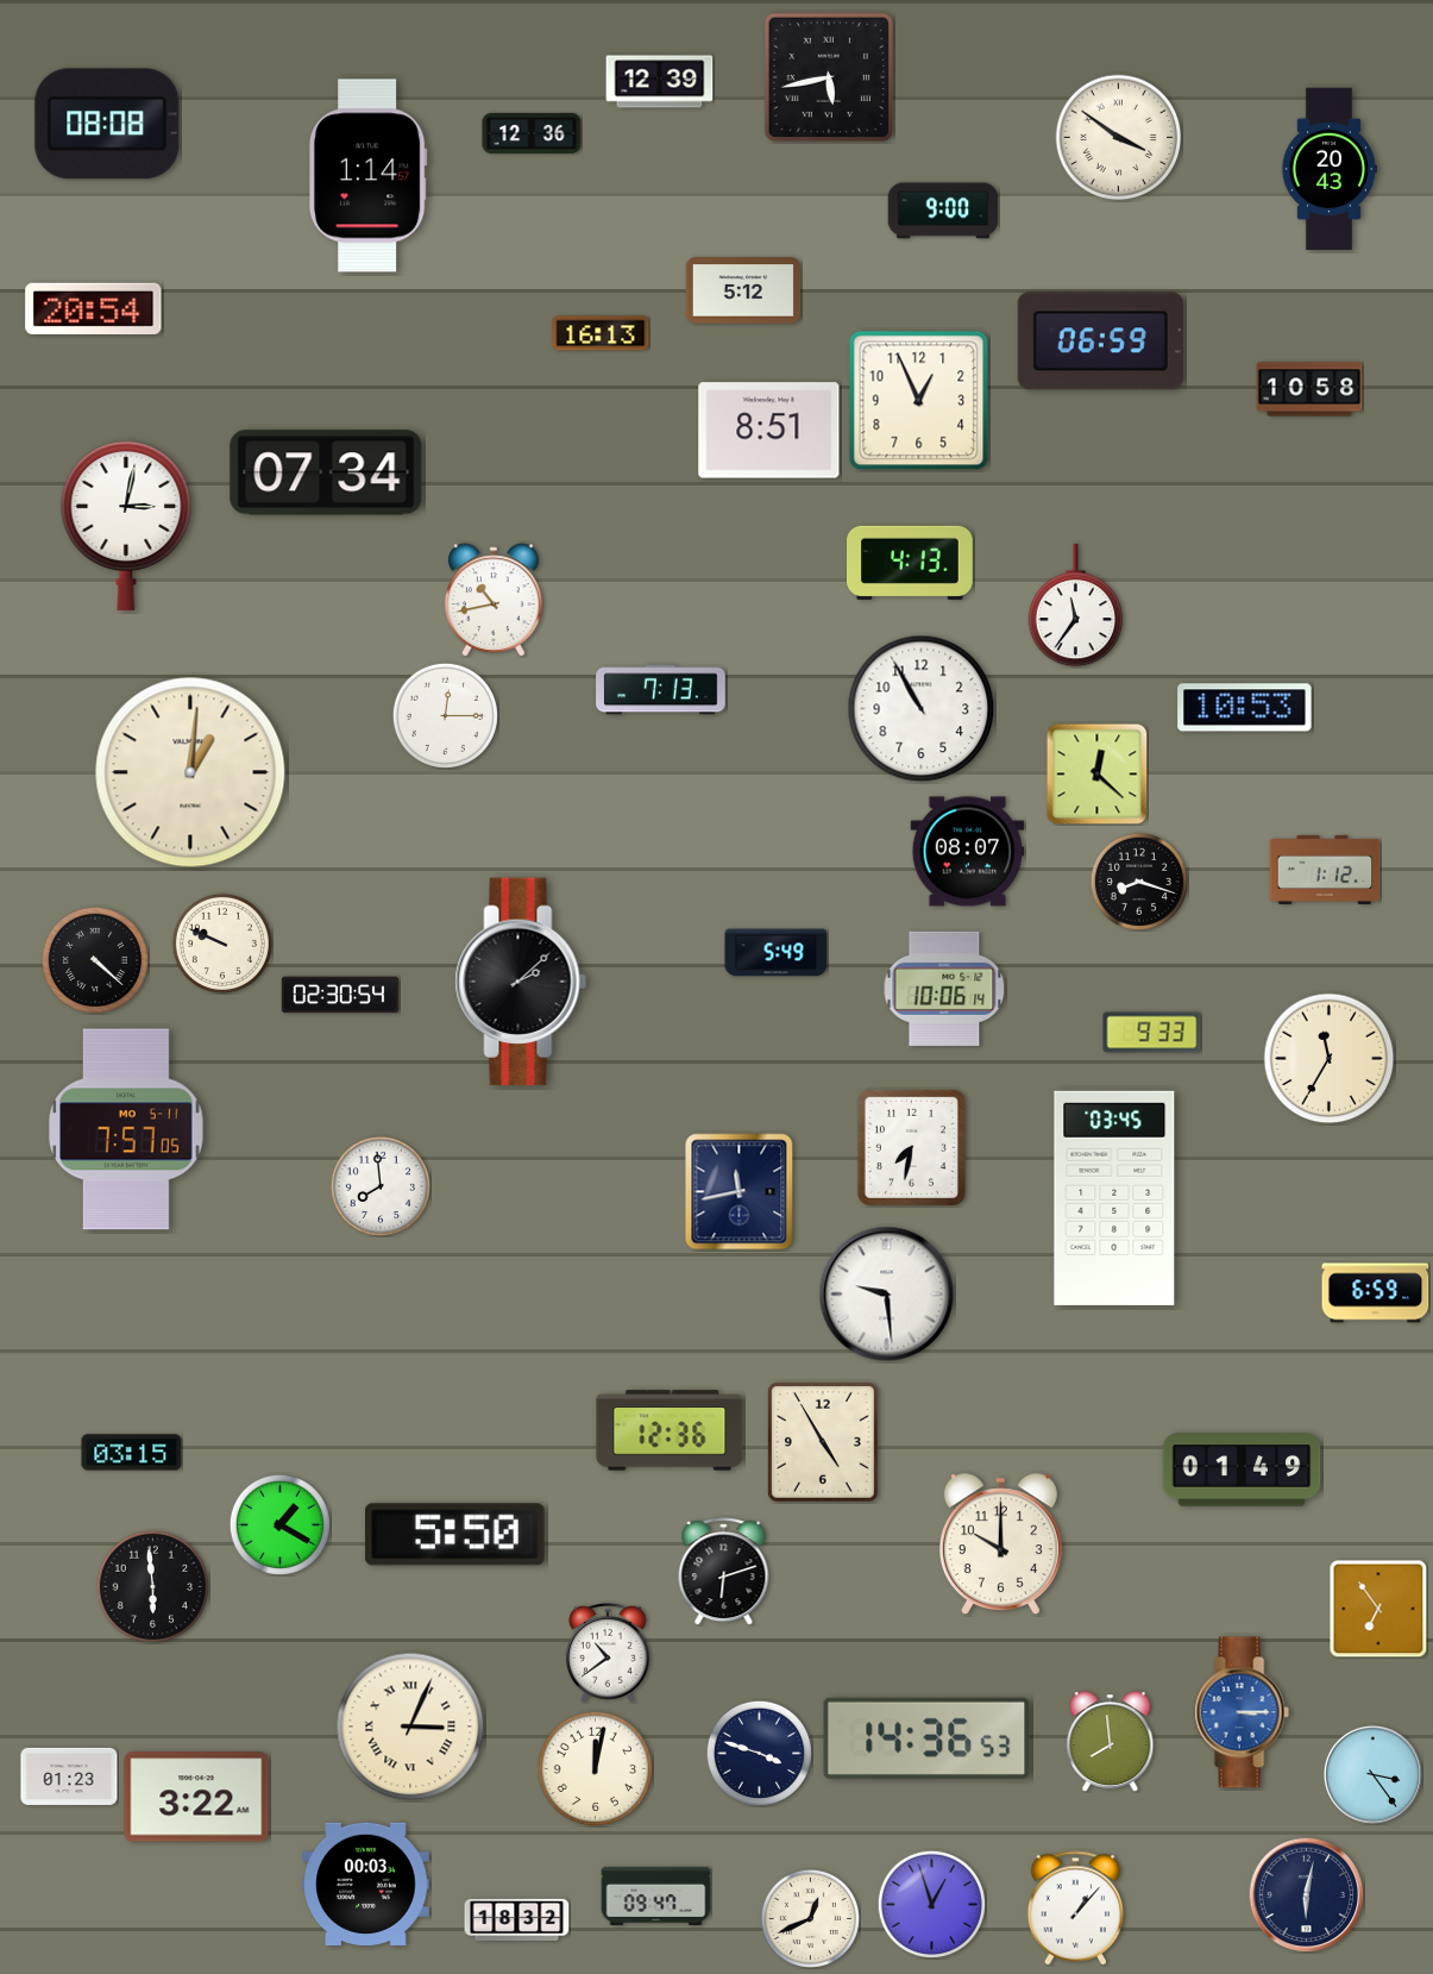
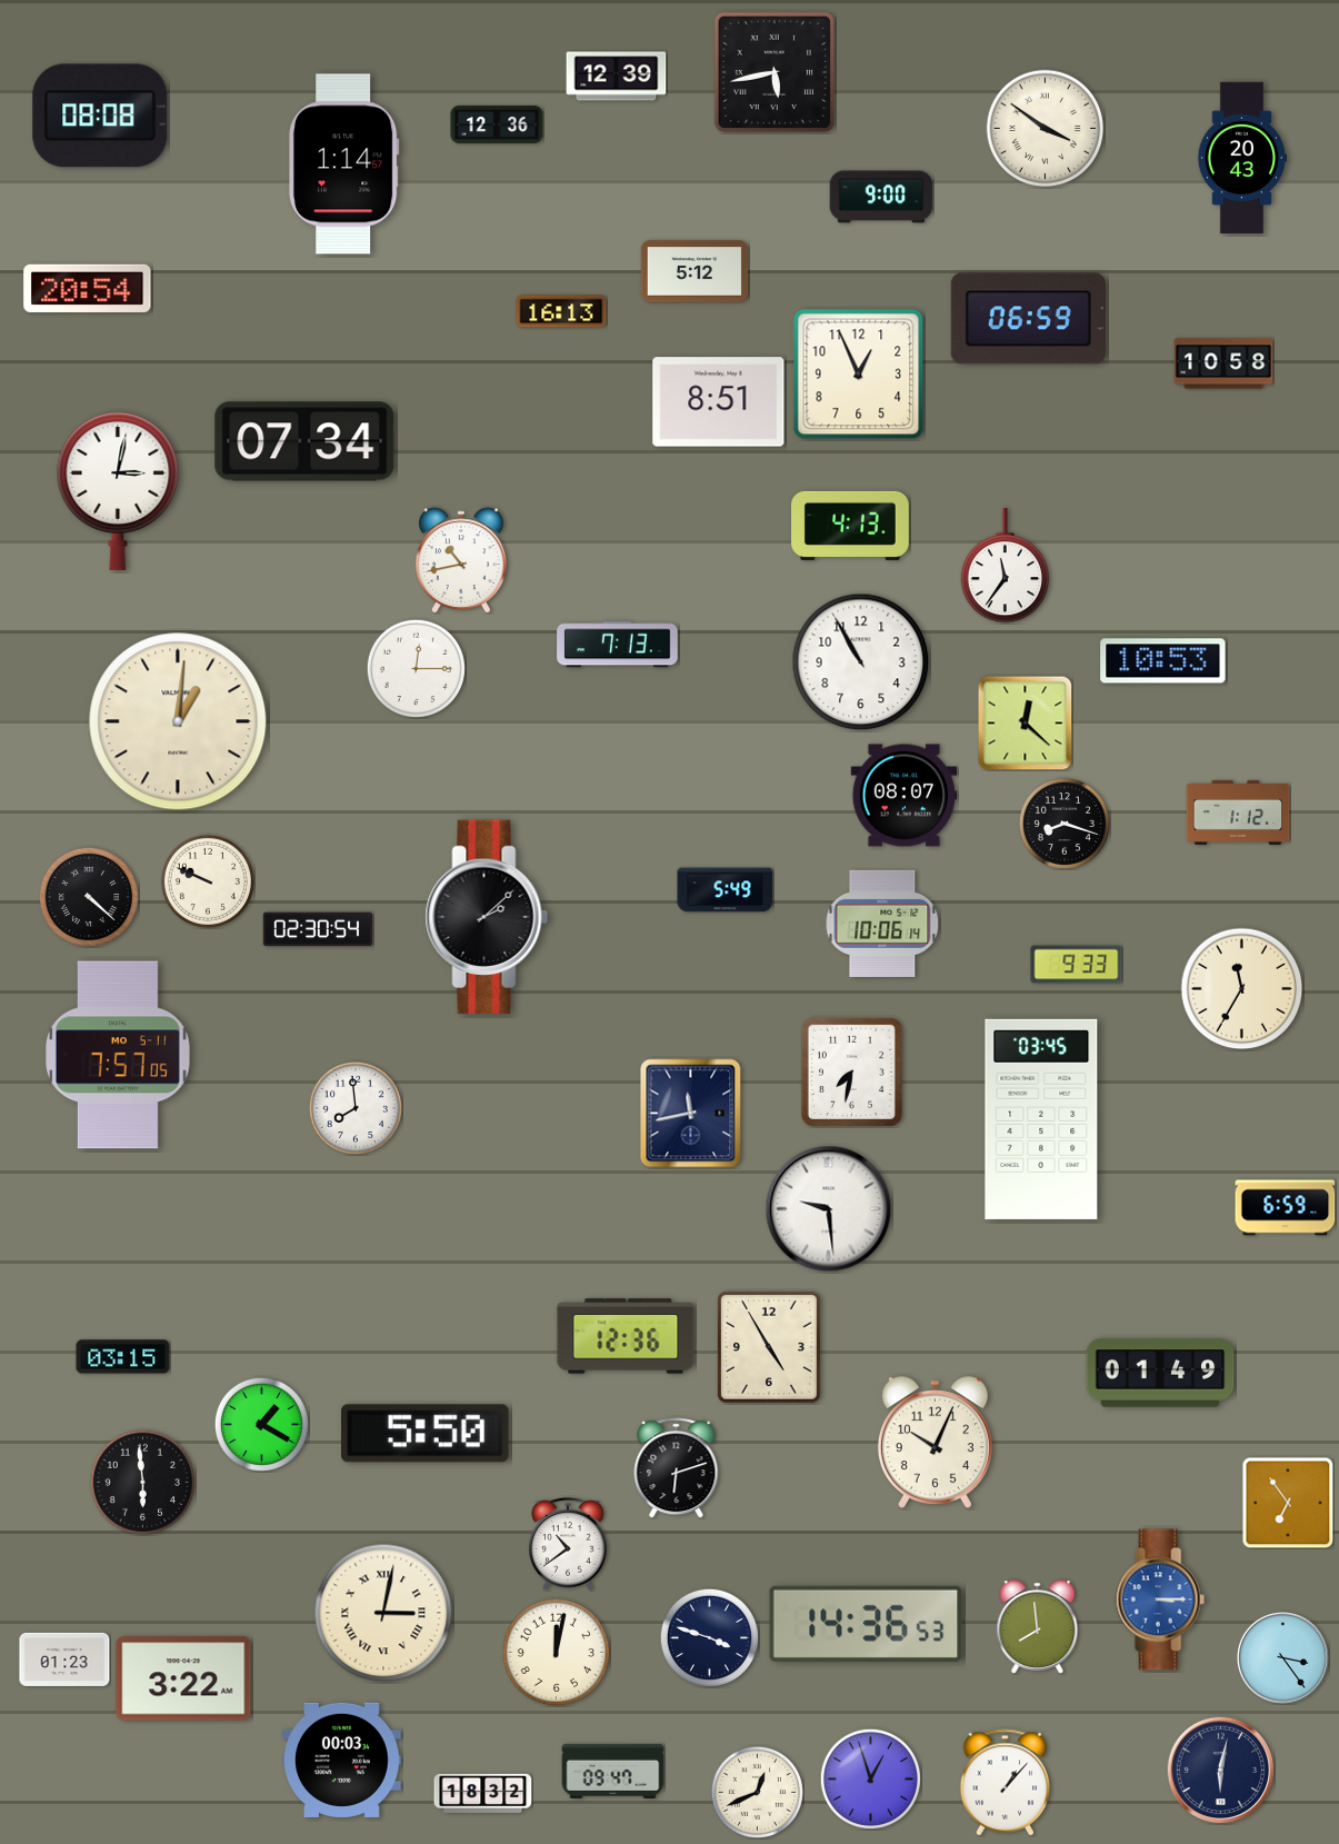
clock at (1000, 1544): 10:00 -> 10:04
clock at (410, 1727): 3:04 -> 3:02
